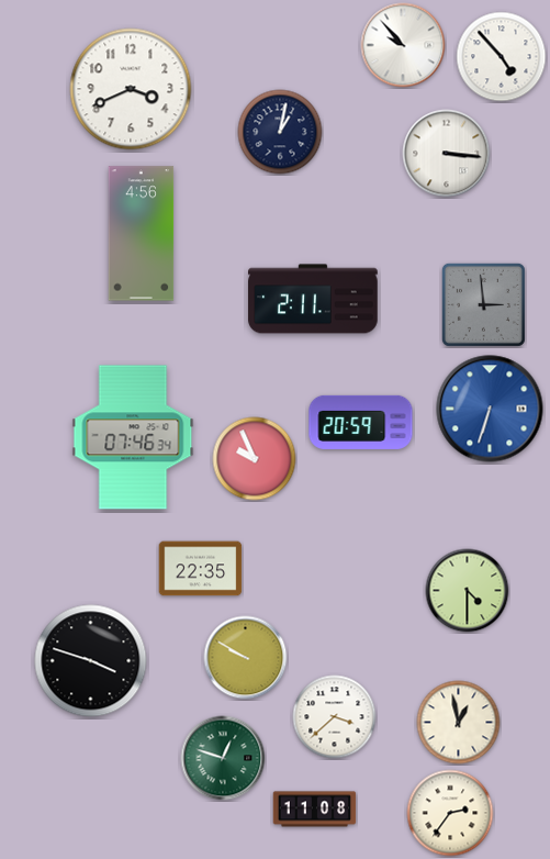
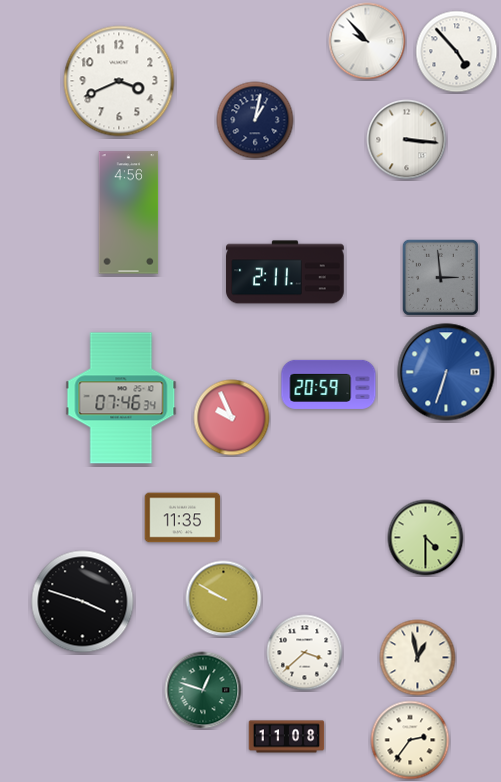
clock at (201, 569): 22:35 -> 11:35
